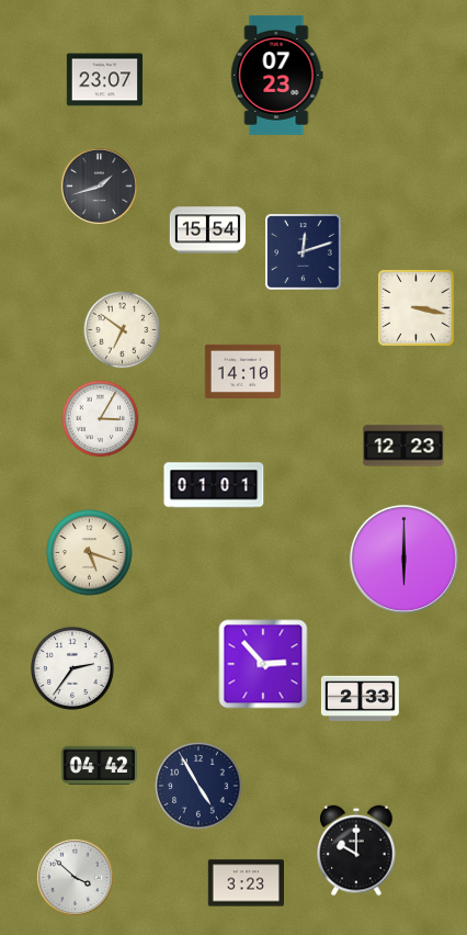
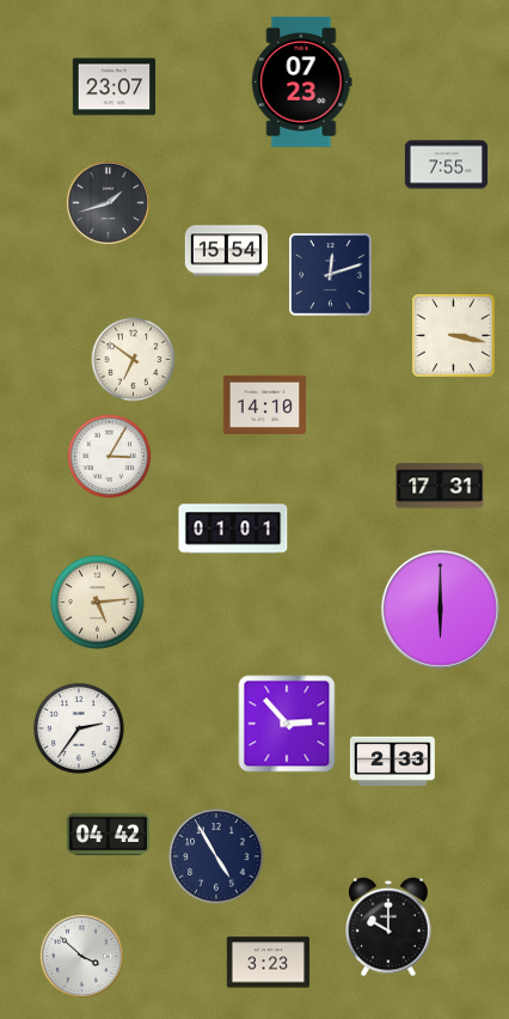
clock at (447, 165): none -> 7:55
clock at (403, 446): 12:23 -> 17:31
clock at (90, 553): 5:18 -> 5:14
